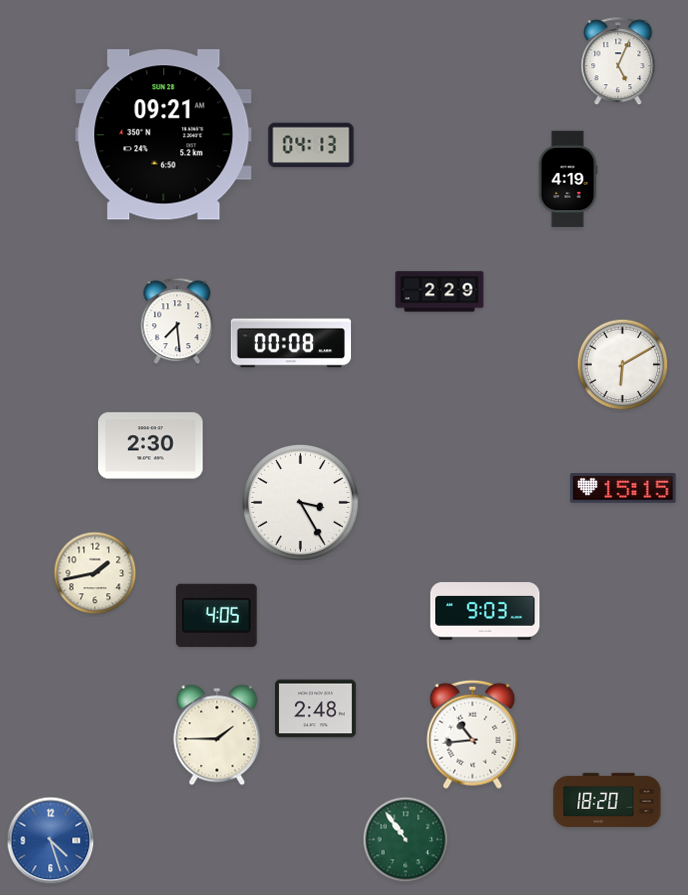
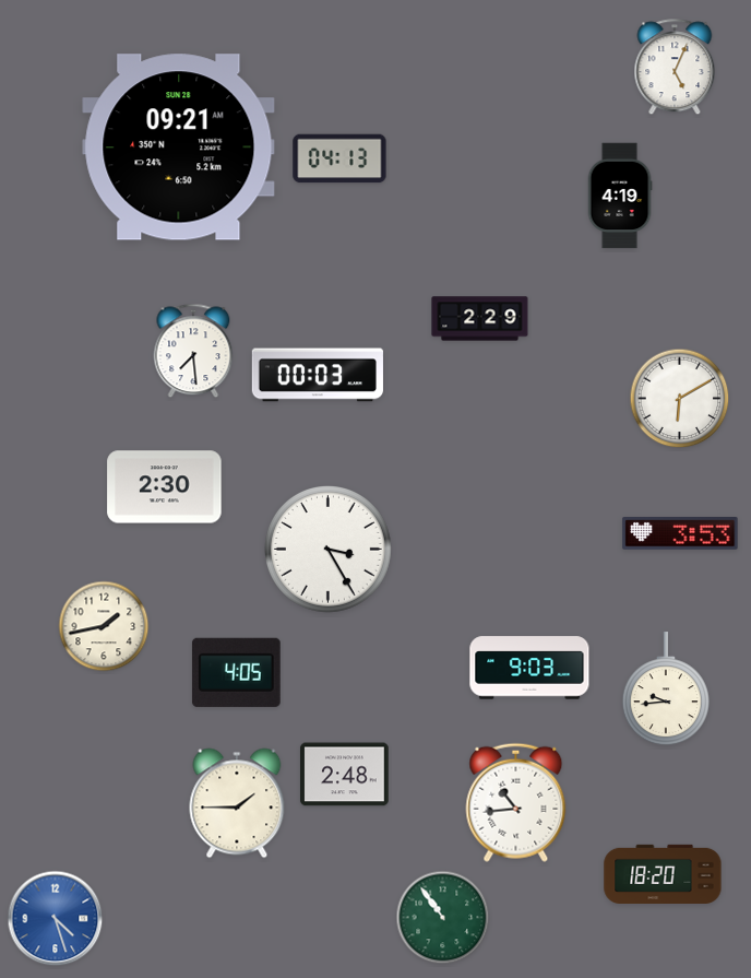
clock at (291, 343): 00:08 -> 00:03
clock at (623, 489): 15:15 -> 3:53
clock at (666, 690): none -> 9:44
